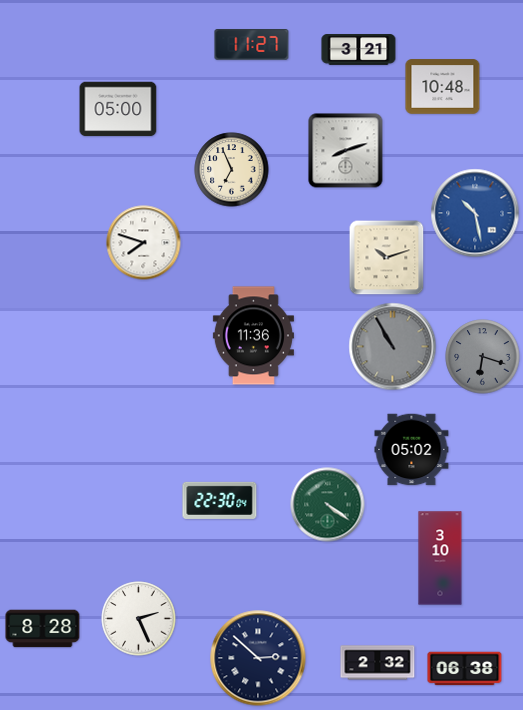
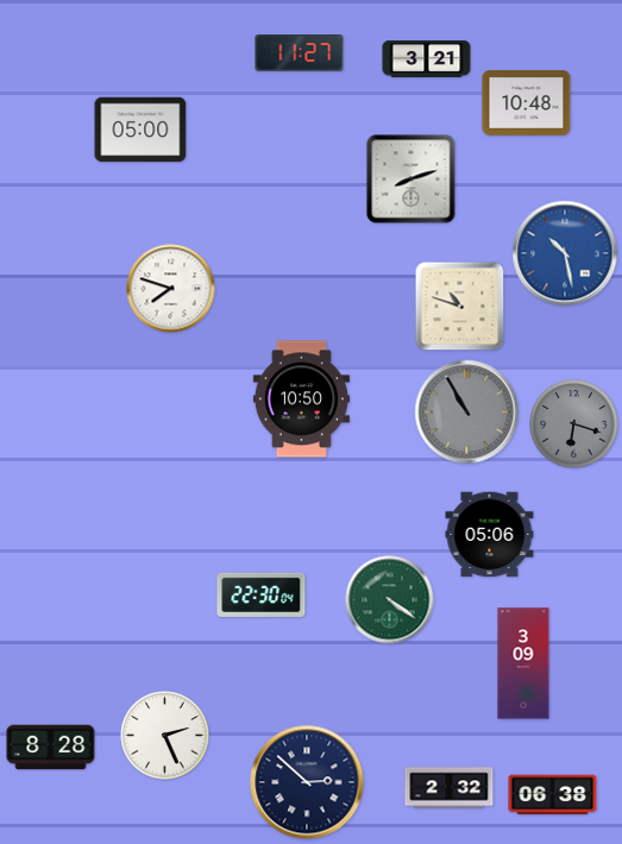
clock at (232, 170): 6:56 -> none
clock at (387, 258): 10:12 -> 10:48
clock at (253, 336): 11:36 -> 10:50
clock at (412, 450): 05:02 -> 05:06
clock at (440, 558): 3:10 -> 3:09
